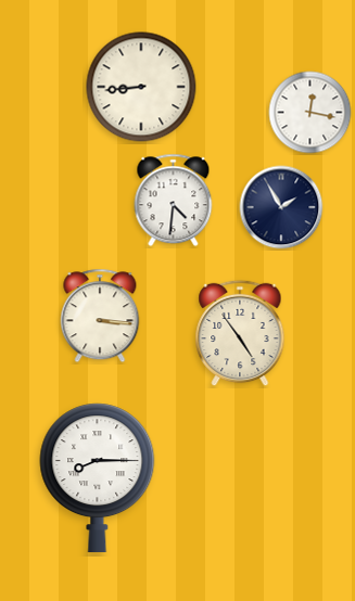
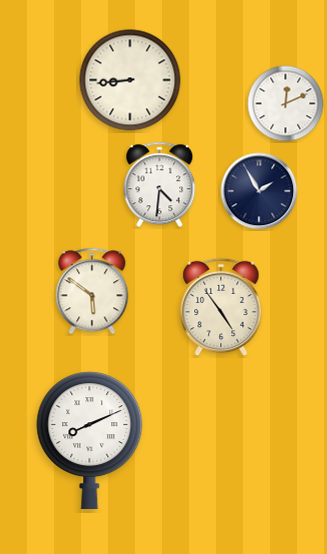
clock at (310, 113): 12:17 -> 12:11
clock at (100, 316): 3:16 -> 5:51
clock at (98, 478): 8:15 -> 8:11
